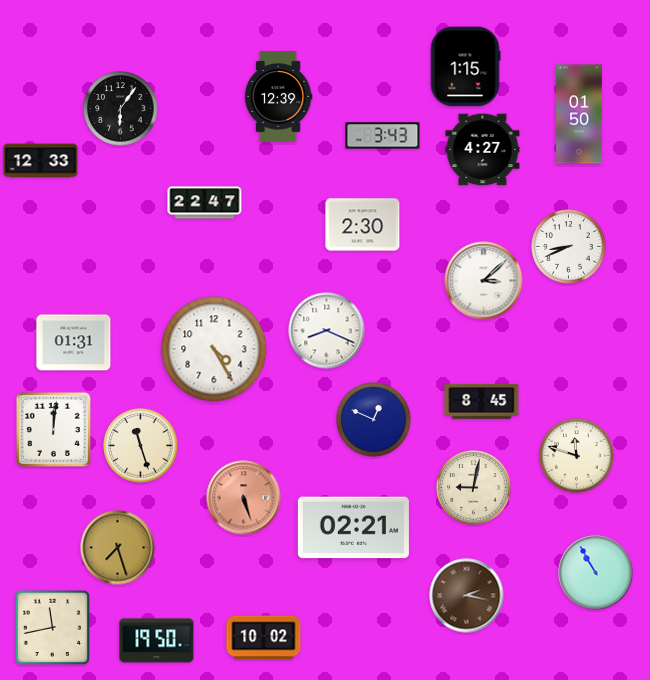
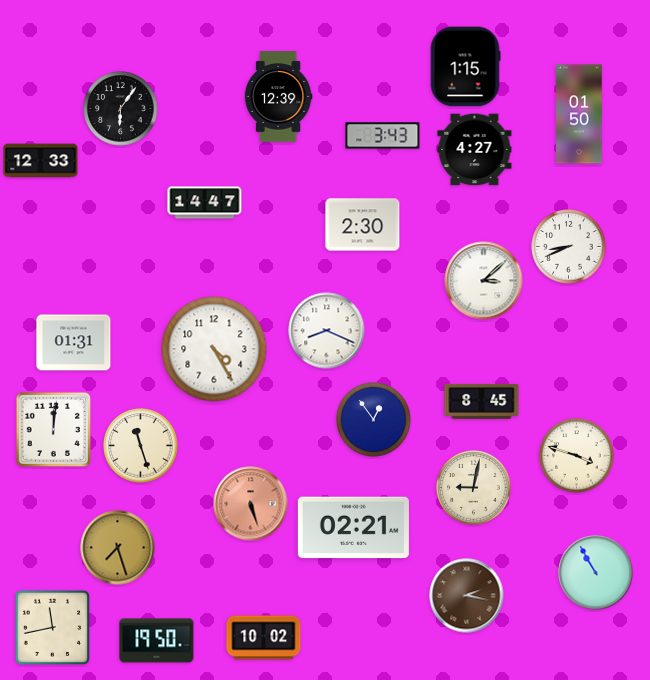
clock at (483, 150) position: (483, 150) -> (475, 150)
clock at (205, 203): 22:47 -> 14:47
clock at (374, 420): 12:49 -> 12:54
clock at (577, 456): 11:48 -> 3:48
clock at (244, 498) position: (244, 498) -> (251, 504)
